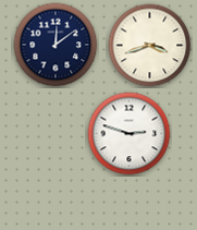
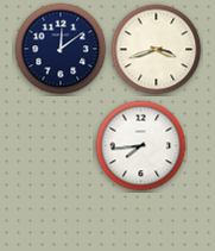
clock at (150, 46) position: (150, 46) -> (157, 50)
clock at (130, 134): 2:48 -> 7:44
